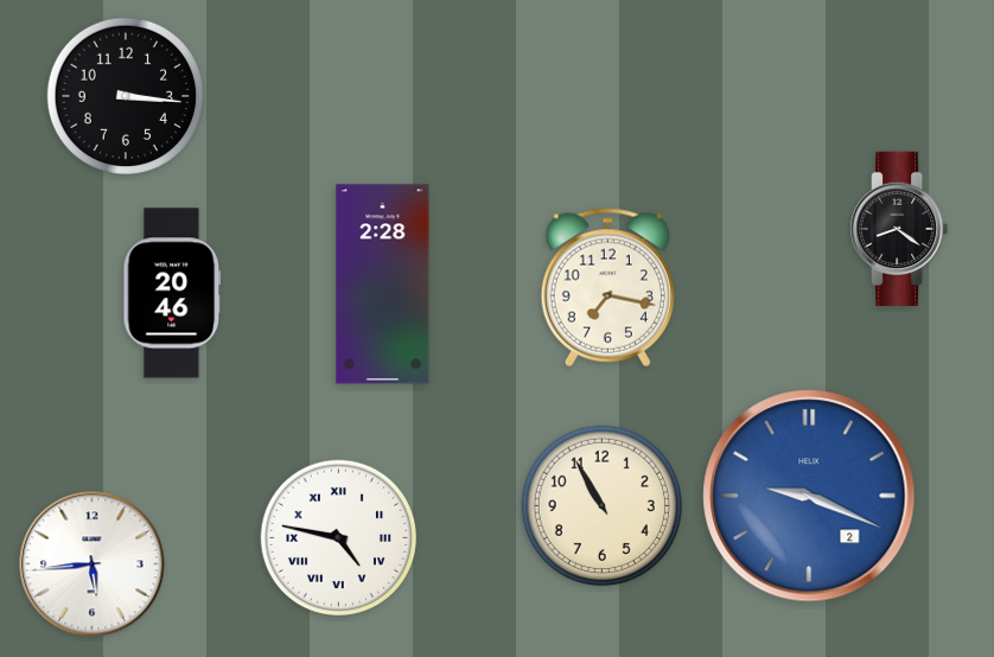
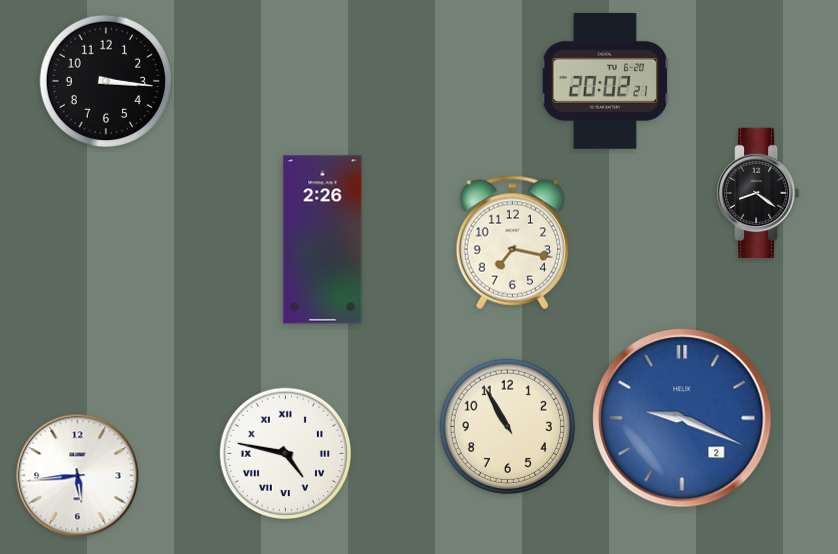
clock at (605, 81): none -> 20:02
clock at (383, 285): 2:28 -> 2:26
clock at (172, 293): 20:46 -> none
